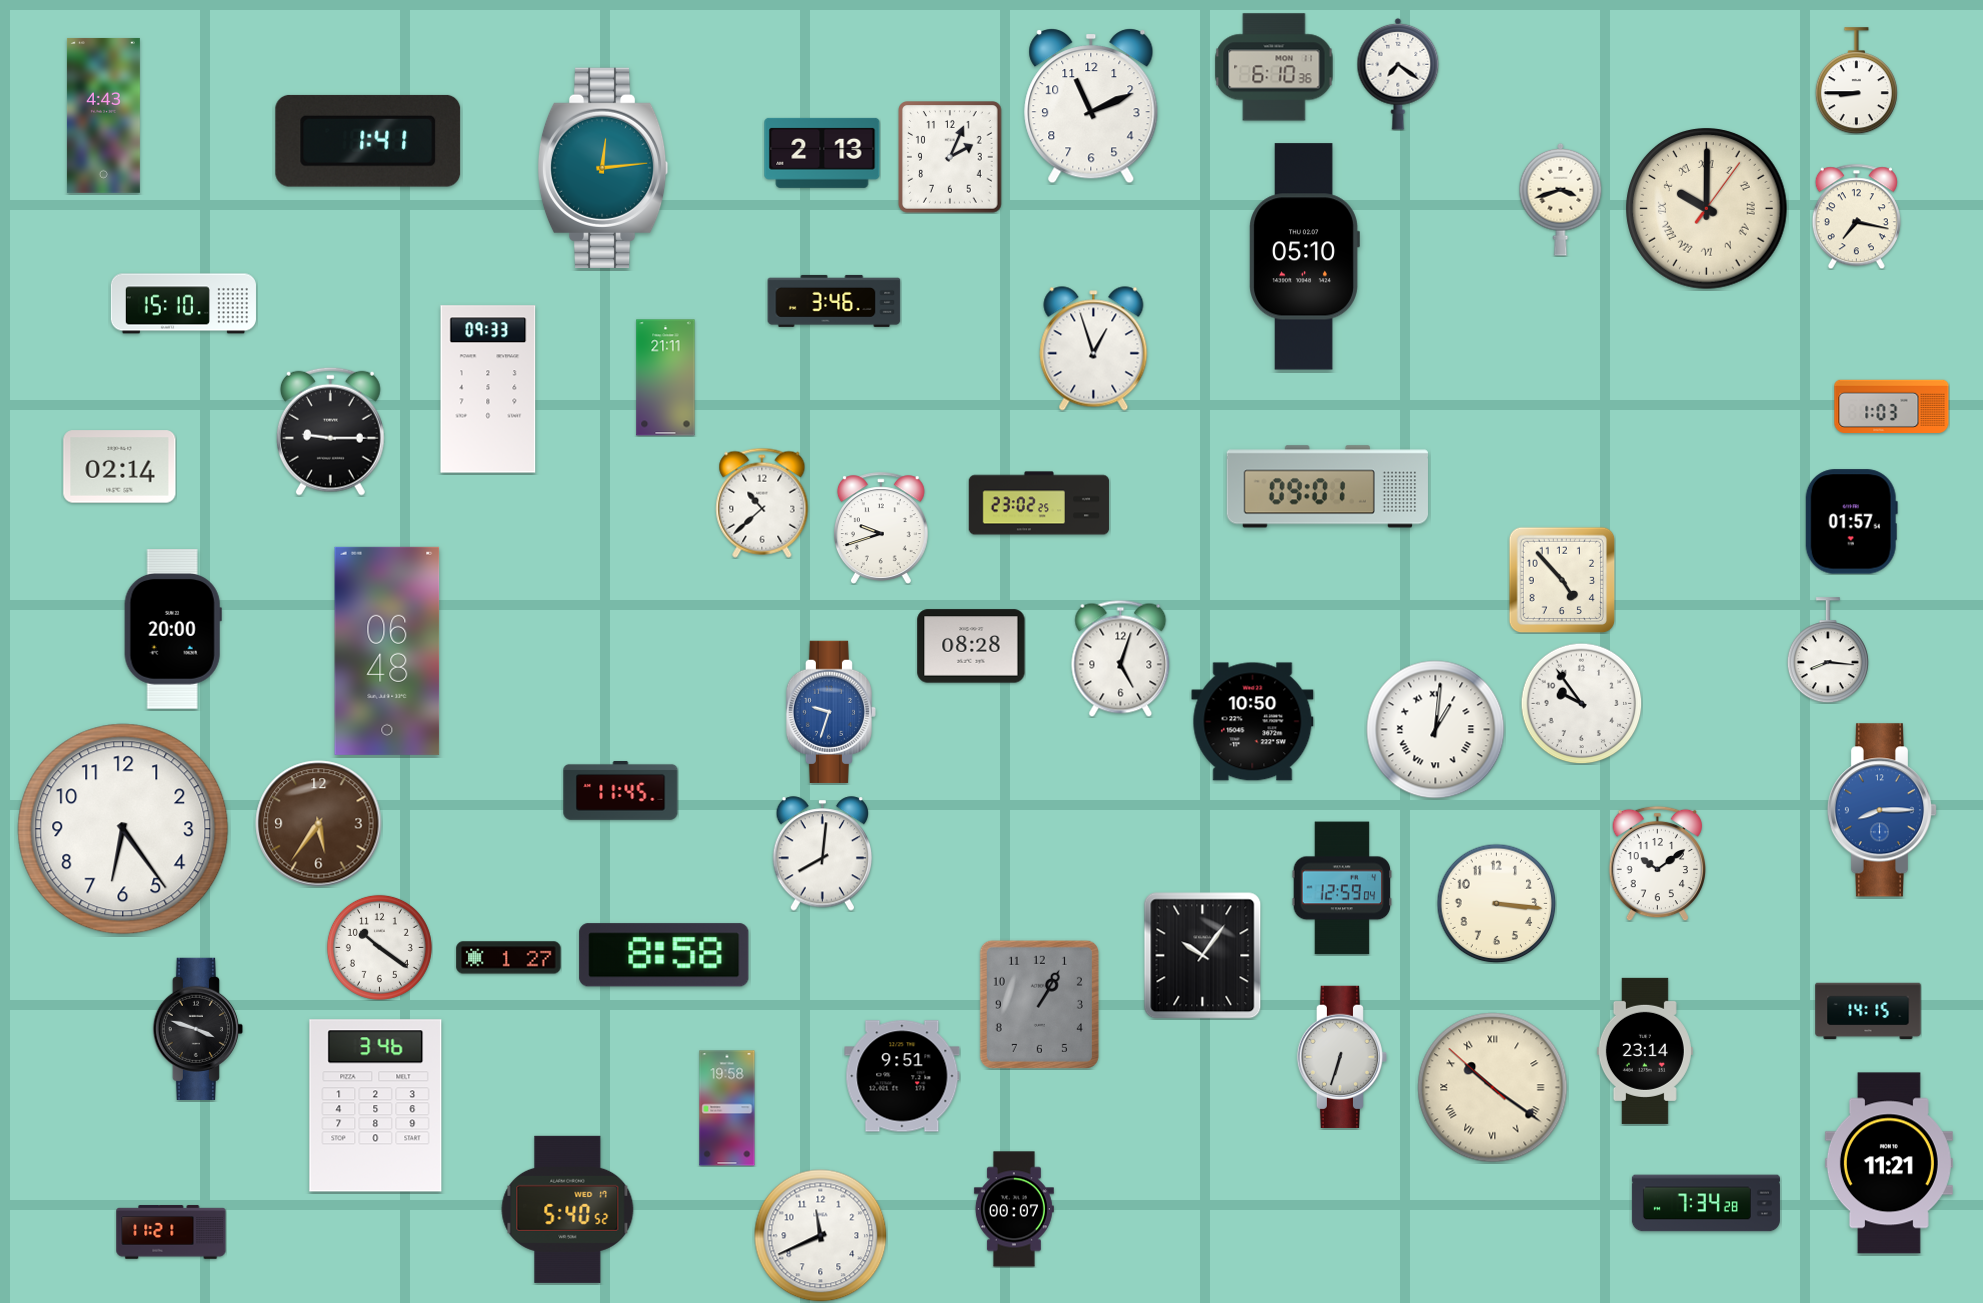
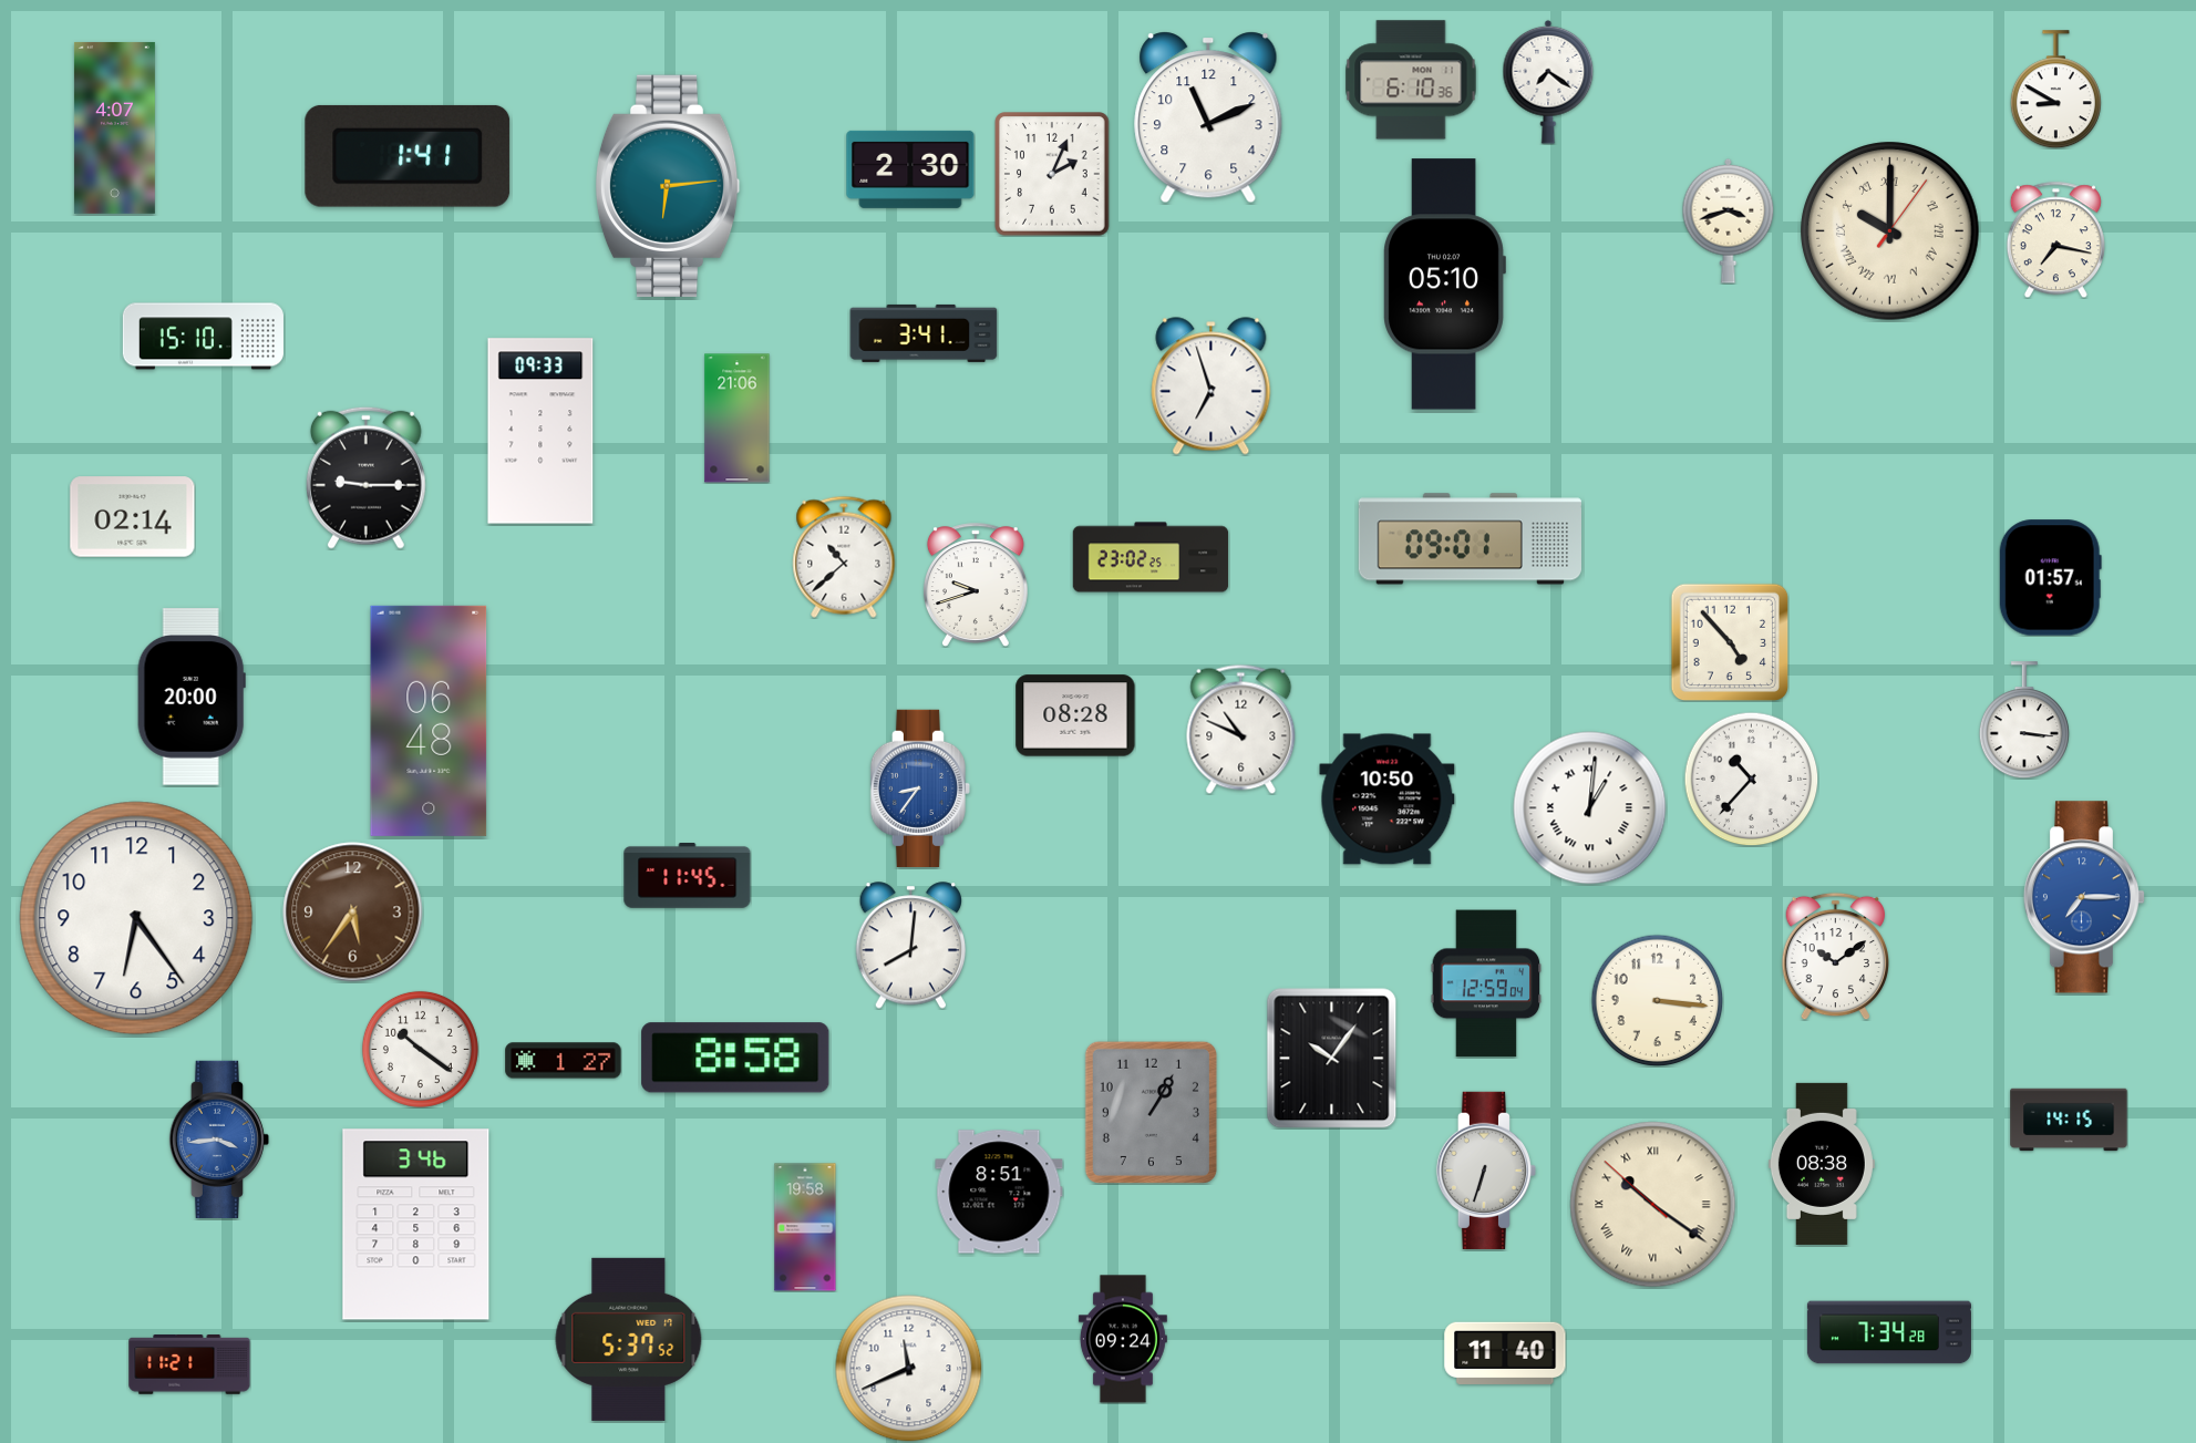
clock at (1274, 67) position: (1274, 67) -> (1411, 80)
clock at (1856, 81): 8:45 -> 8:50
clock at (103, 115): 4:43 -> 4:07
clock at (822, 153): 2:13 -> 2:30
clock at (603, 168): 12:14 -> 6:14
clock at (834, 301): 3:46 -> 3:41
clock at (1094, 349): 12:57 -> 6:57
clock at (666, 378): 21:11 -> 21:06
clock at (1892, 406): 1:03 -> none
clock at (1828, 650): 8:16 -> 3:16
clock at (1121, 658): 5:03 -> 10:49
clock at (1581, 703): 9:54 -> 10:37
clock at (830, 712): 9:33 -> 8:36
clock at (1882, 810): 8:15 -> 7:15
clock at (197, 1029): 3:48 -> 3:44
clock at (197, 1029) dial: black -> blue
clock at (1645, 1051): 23:14 -> 08:38
clock at (902, 1076): 9:51 -> 8:51
clock at (1889, 1163): 11:21 -> none
clock at (568, 1209): 5:40 -> 5:37
clock at (1014, 1209): 00:07 -> 09:24
clock at (1505, 1353): none -> 11:40
